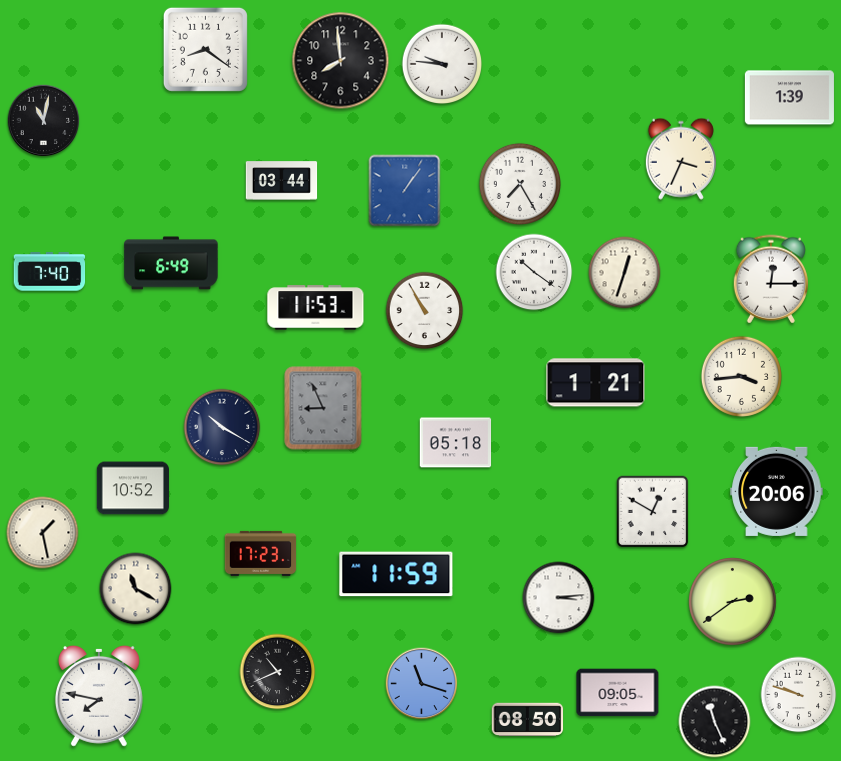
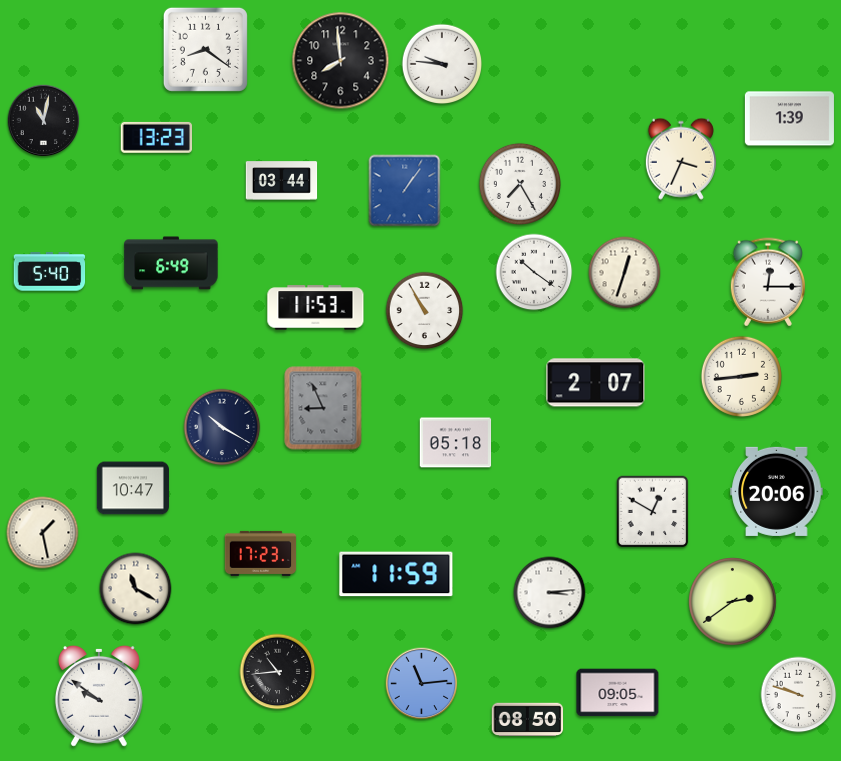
clock at (789, 98) position: (789, 98) -> (789, 119)
clock at (156, 137): none -> 13:23
clock at (50, 272): 7:40 -> 5:40
clock at (770, 279) position: (770, 279) -> (767, 282)
clock at (741, 376): 3:44 -> 2:44
clock at (596, 383): 1:21 -> 2:07
clock at (133, 488): 10:52 -> 10:47
clock at (559, 598) position: (559, 598) -> (550, 593)
clock at (278, 672): 10:41 -> 10:44
clock at (422, 684): 11:18 -> 11:14
clock at (99, 696): 7:47 -> 9:51
clock at (715, 722): 11:26 -> none
